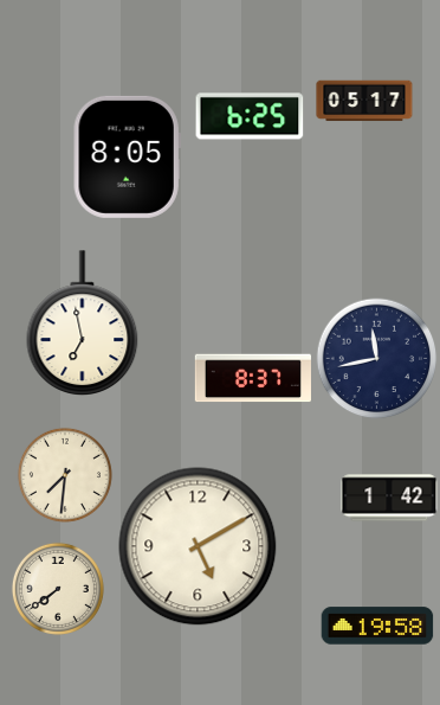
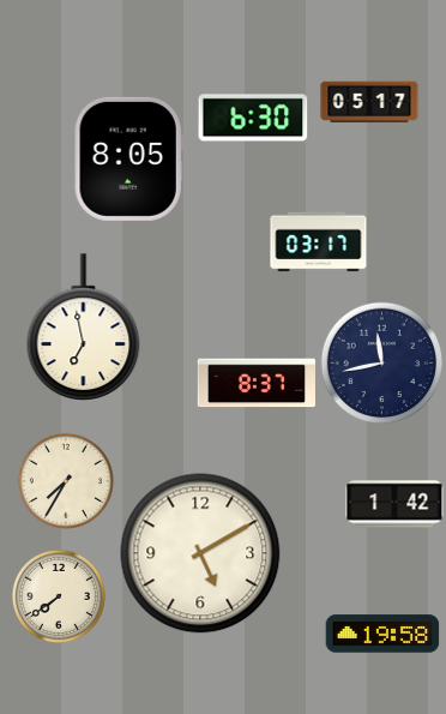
clock at (250, 116): 6:25 -> 6:30
clock at (319, 242): none -> 03:17
clock at (65, 475): 7:31 -> 7:35
